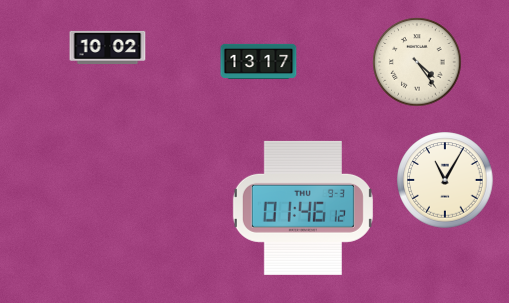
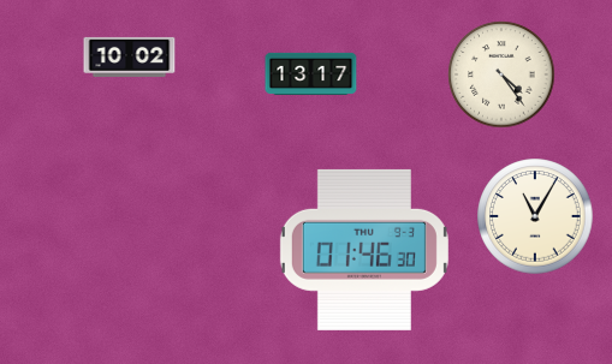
clock at (303, 208): 01:46:12 -> 01:46:30
